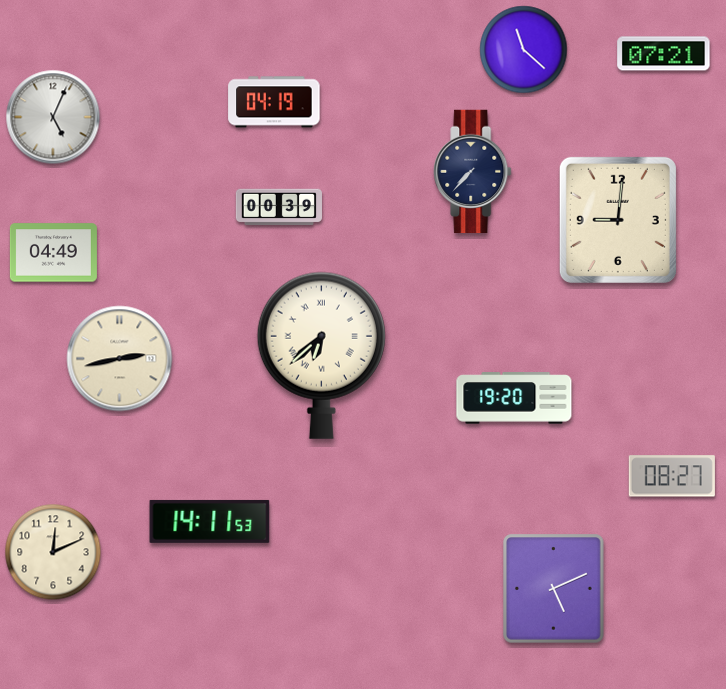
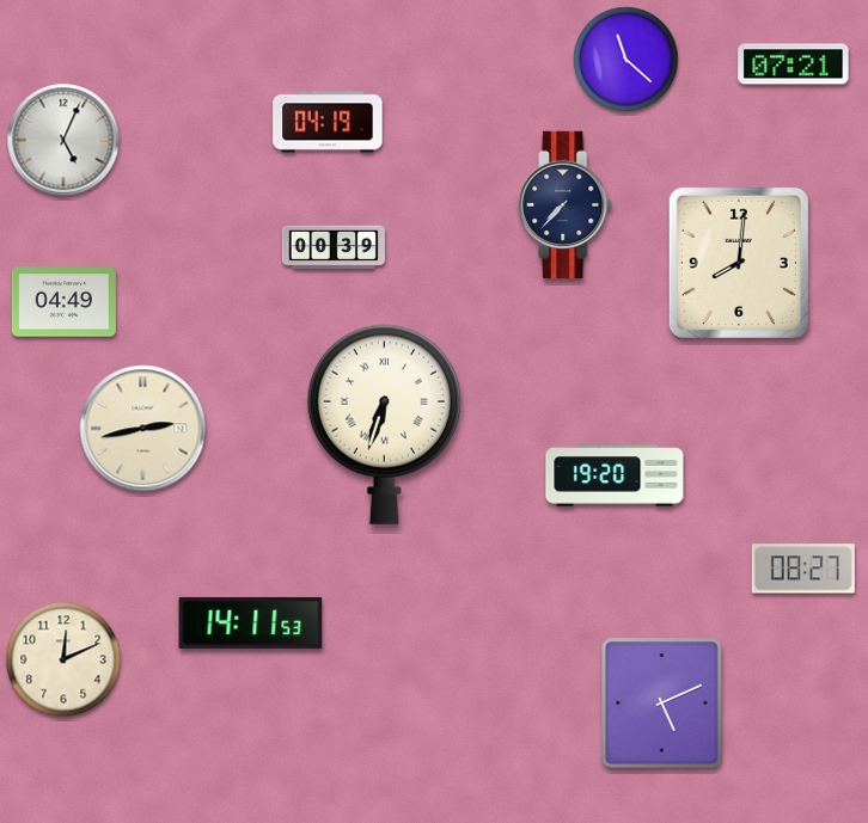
clock at (618, 220): 9:01 -> 8:01
clock at (321, 355): 6:38 -> 6:33
